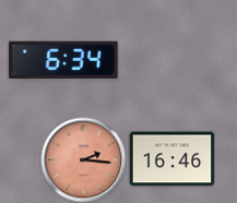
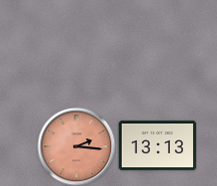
clock at (63, 60): 6:34 -> none
clock at (171, 159): 16:46 -> 13:13
